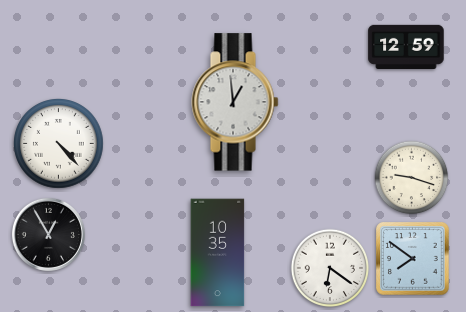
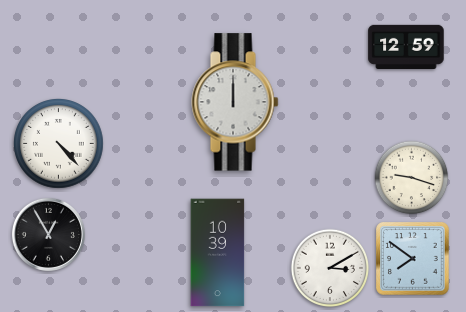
clock at (235, 102): 12:59 -> 12:00
clock at (218, 253): 10:35 -> 10:39
clock at (330, 268): 6:21 -> 3:10
